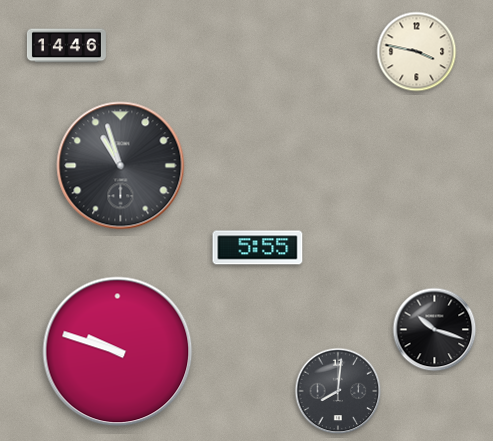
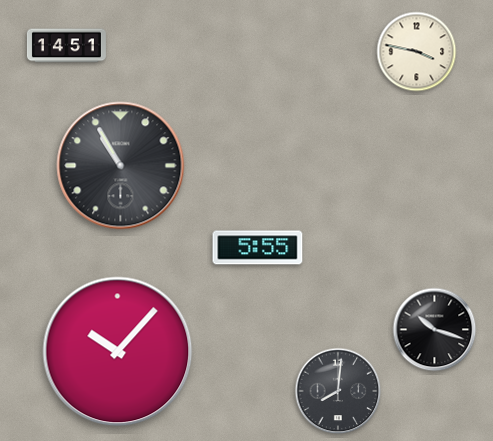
clock at (66, 46): 14:46 -> 14:51
clock at (121, 166): 10:57 -> 10:55
clock at (118, 352): 9:48 -> 10:07
